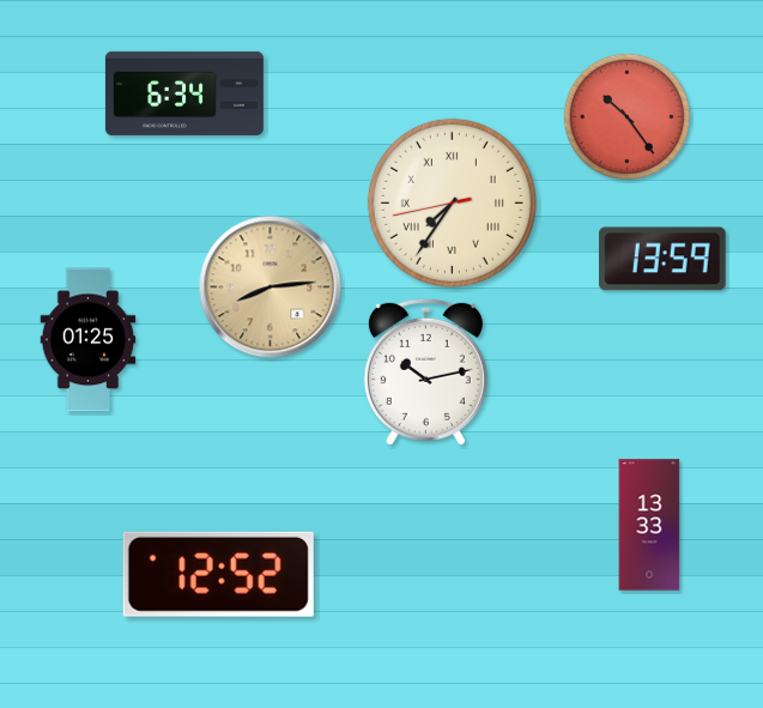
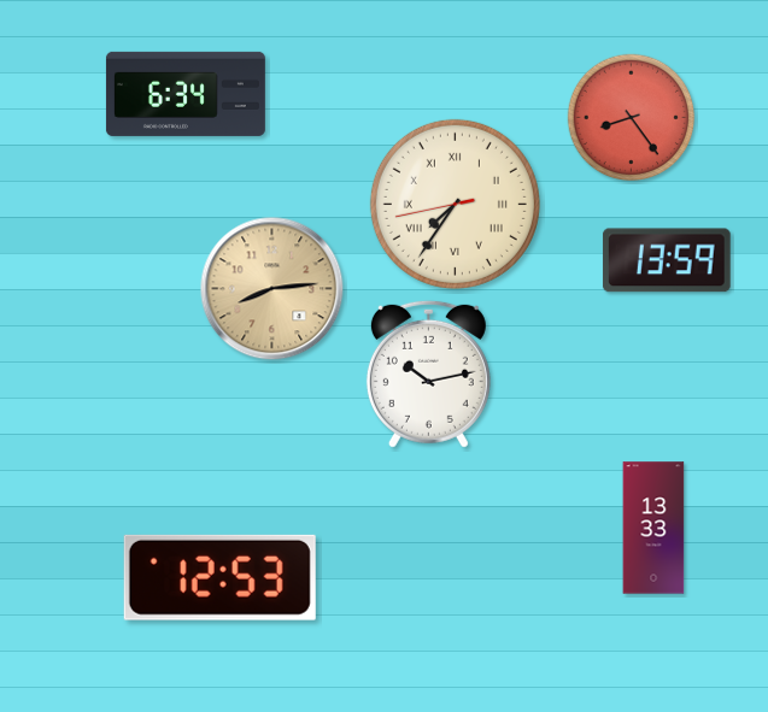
clock at (628, 117): 10:24 -> 8:24
clock at (89, 340): 01:25 -> none
clock at (218, 574): 12:52 -> 12:53
